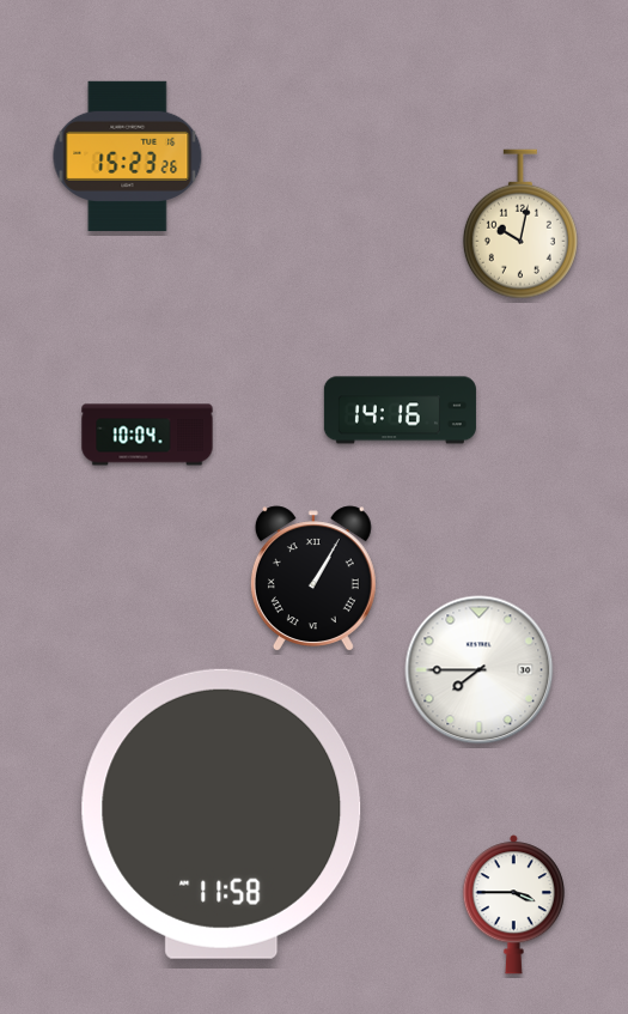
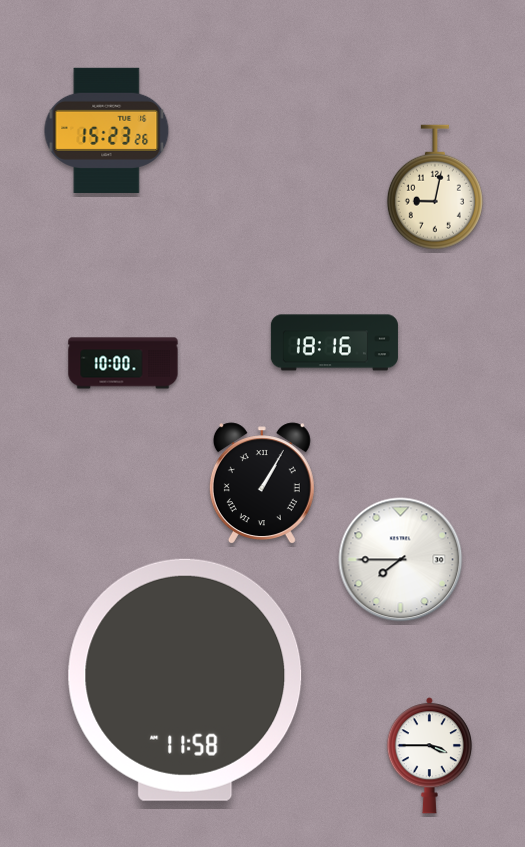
clock at (520, 224): 10:02 -> 9:02
clock at (400, 411): 14:16 -> 18:16
clock at (147, 435): 10:04 -> 10:00
